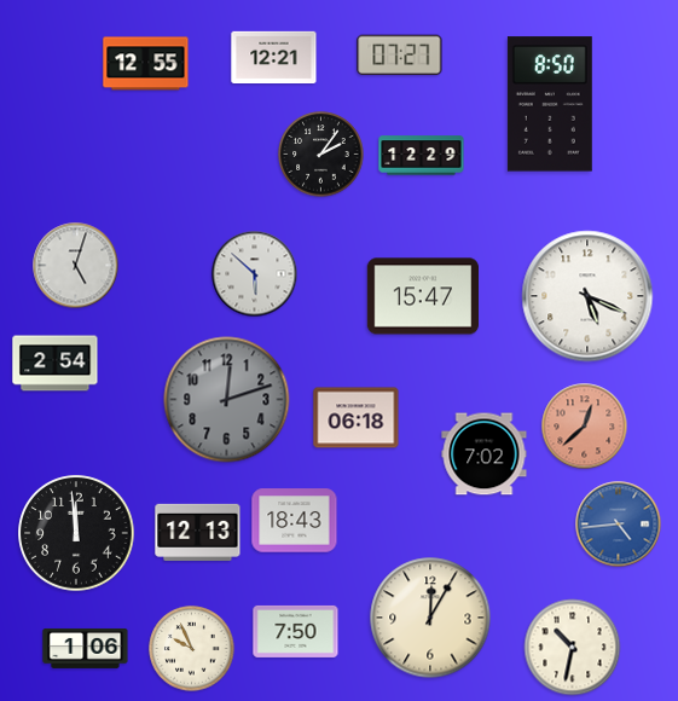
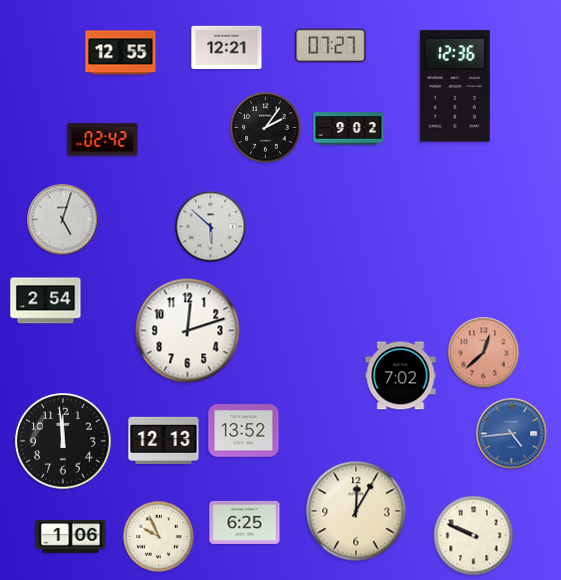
clock at (550, 104): 8:50 -> 12:36
clock at (422, 156): 12:29 -> 9:02
clock at (103, 140): none -> 02:42
clock at (422, 296): 15:47 -> none
clock at (587, 296): 5:19 -> none
clock at (227, 400) dial: grey -> white
clock at (357, 418): 06:18 -> none
clock at (295, 521): 18:43 -> 13:52
clock at (296, 631): 7:50 -> 6:25
clock at (573, 648): 10:32 -> 9:49
